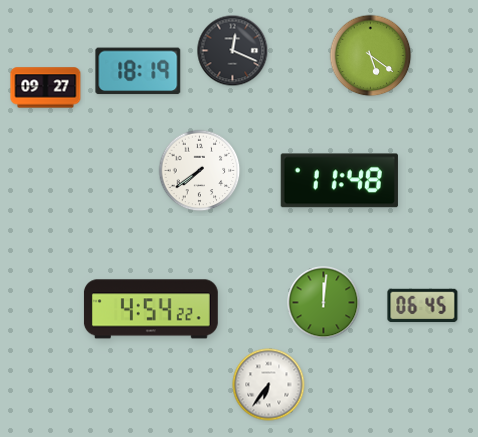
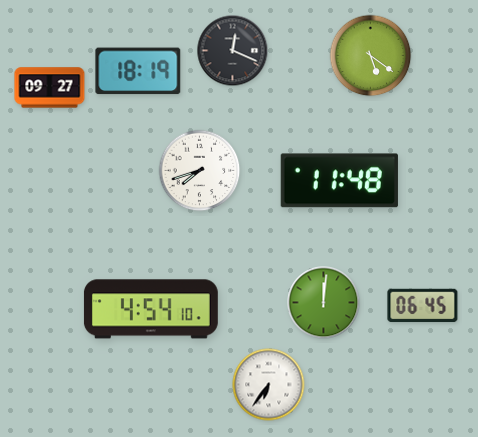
clock at (46, 88) position: (46, 88) -> (50, 88)
clock at (200, 171): 7:39 -> 7:42
clock at (151, 309): 4:54:22 -> 4:54:10
